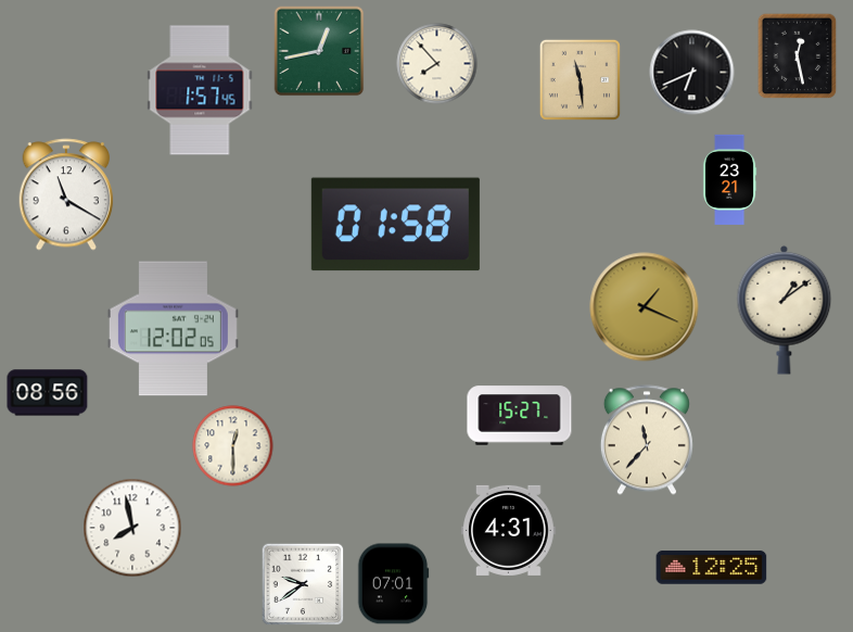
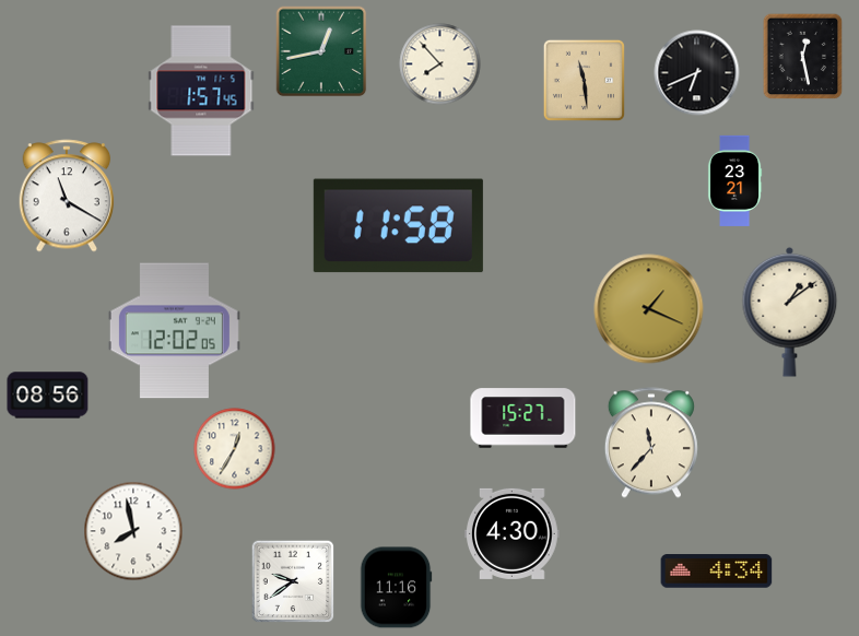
clock at (395, 225): 01:58 -> 11:58
clock at (233, 446): 12:30 -> 12:35
clock at (509, 530): 4:31 -> 4:30
clock at (712, 568): 12:25 -> 4:34
clock at (303, 584) position: (303, 584) -> (293, 581)
clock at (393, 584): 07:01 -> 11:16
